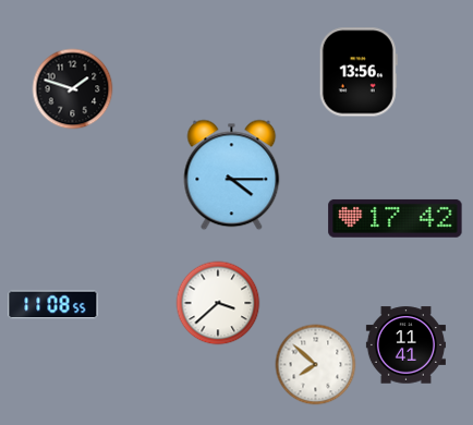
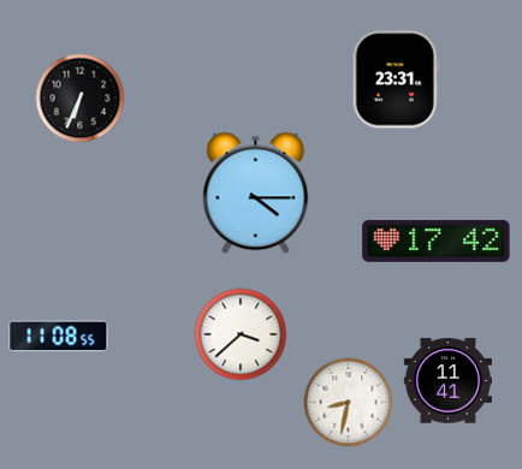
clock at (359, 72): 13:56 -> 23:31
clock at (73, 89): 1:48 -> 6:34
clock at (316, 365): 7:52 -> 8:32
